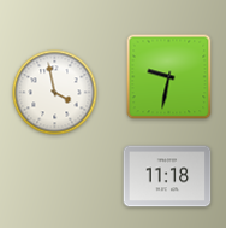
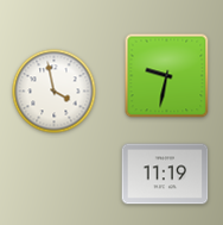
clock at (167, 176): 11:18 -> 11:19
